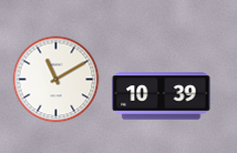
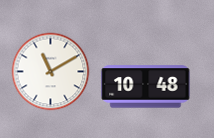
clock at (162, 96): 10:39 -> 10:48
